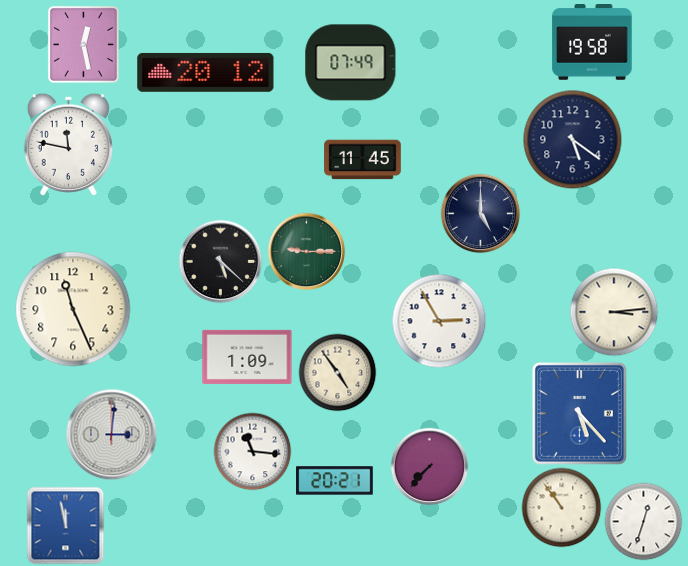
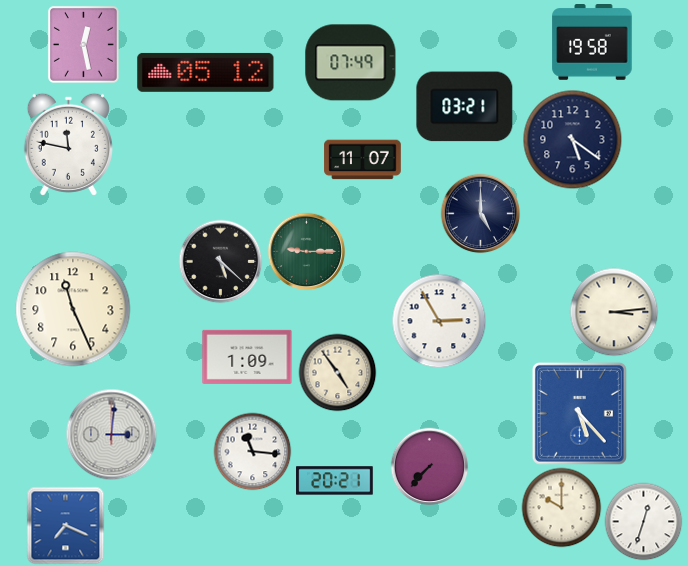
clock at (206, 72): 20:12 -> 05:12
clock at (465, 107): none -> 03:21
clock at (363, 160): 11:45 -> 11:07
clock at (561, 507): 10:54 -> 10:00
clock at (65, 525): 11:58 -> 7:19
